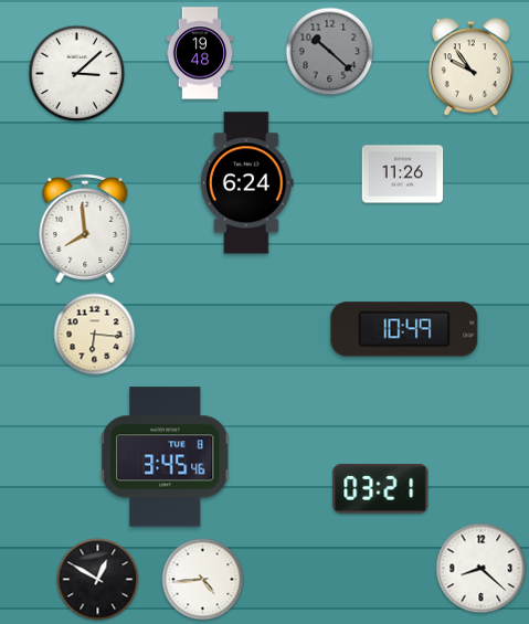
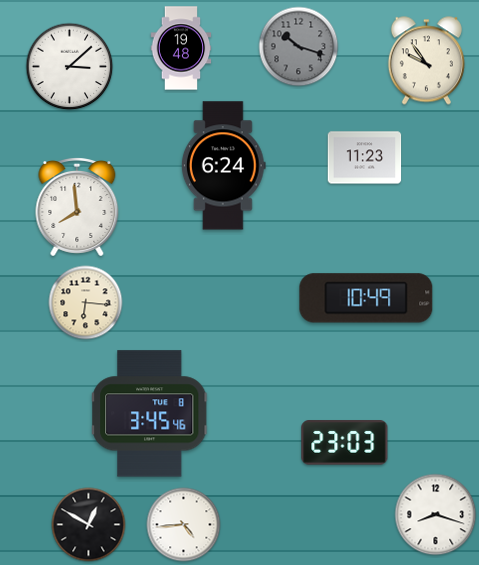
clock at (330, 52): 10:22 -> 10:18
clock at (403, 174): 11:26 -> 11:23
clock at (381, 489): 03:21 -> 23:03
clock at (482, 569): 8:22 -> 8:18
